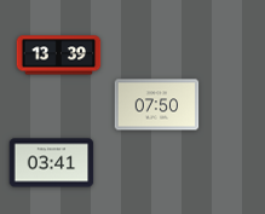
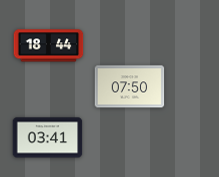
clock at (59, 56): 13:39 -> 18:44
clock at (52, 163) position: (52, 163) -> (48, 138)
